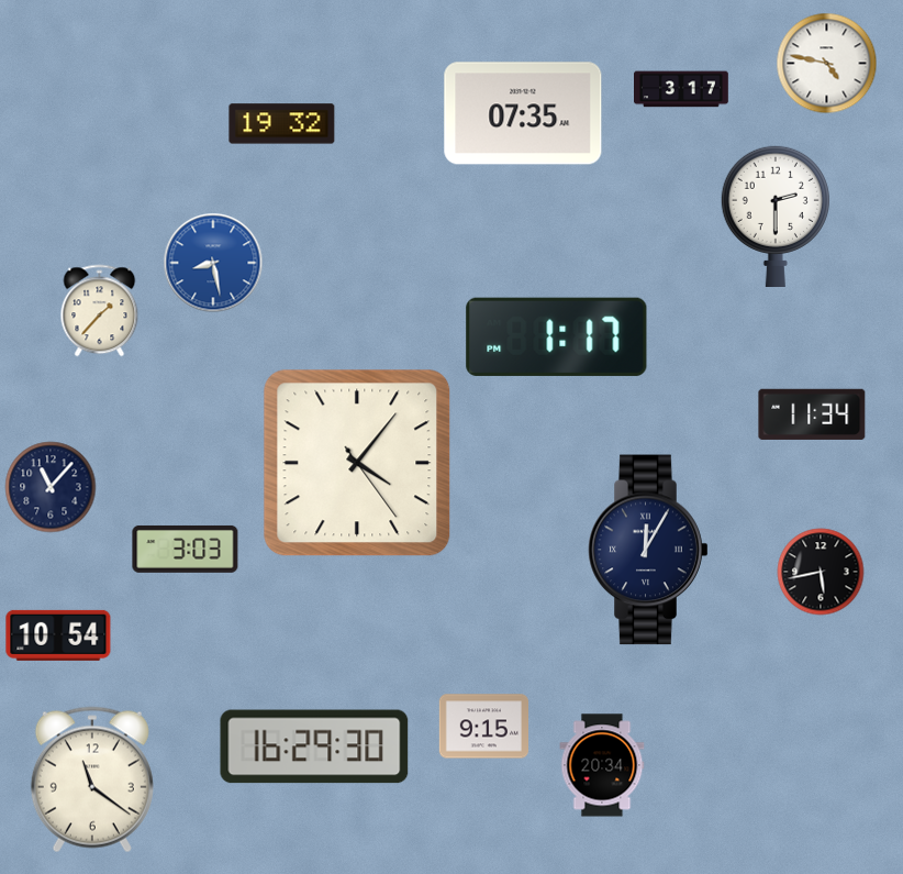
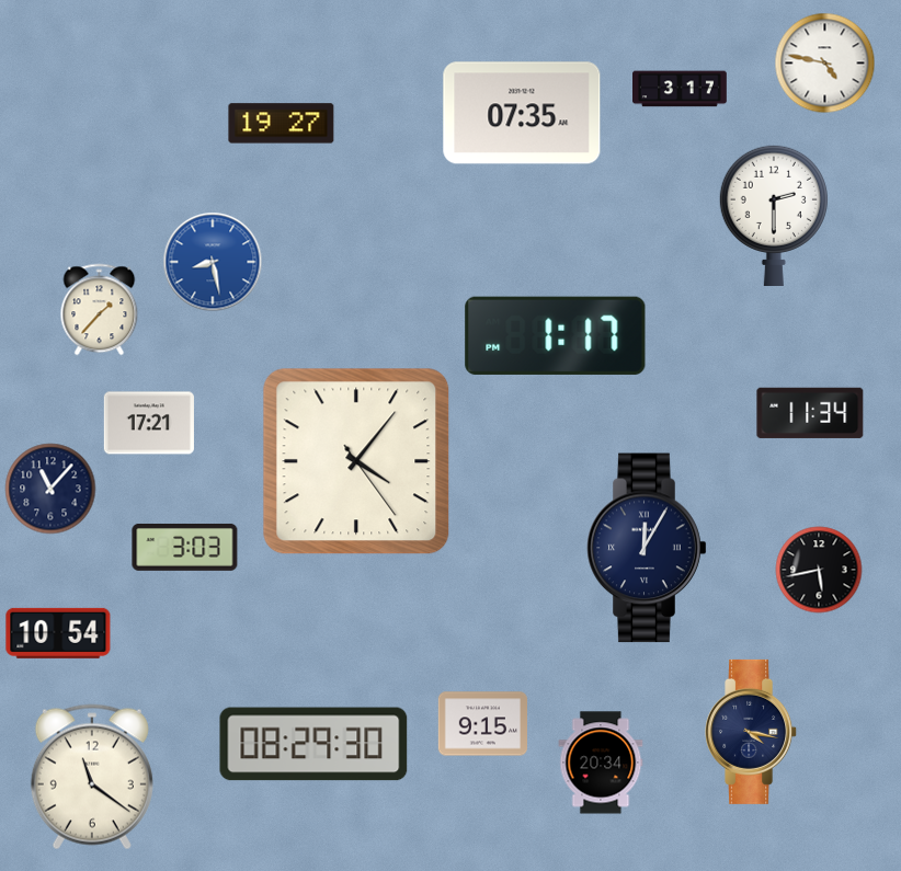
clock at (282, 124): 19:32 -> 19:27
clock at (149, 423): none -> 17:21
clock at (51, 487) position: (51, 487) -> (50, 489)
clock at (752, 732): none -> 4:17
clock at (314, 746): 16:29 -> 08:29
